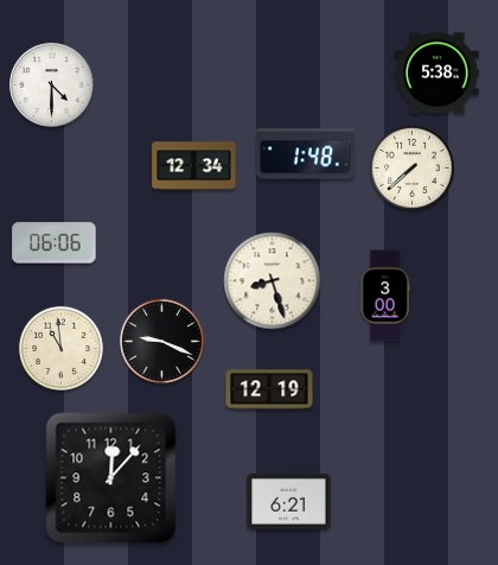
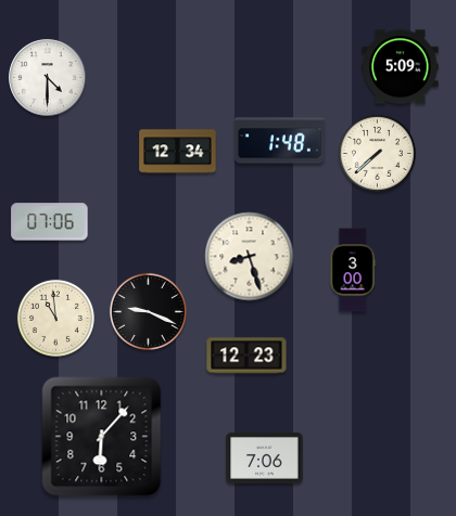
clock at (438, 74): 5:38 -> 5:09
clock at (55, 243): 06:06 -> 07:06
clock at (269, 389): 12:19 -> 12:23
clock at (111, 478): 12:07 -> 6:07
clock at (289, 502): 6:21 -> 7:06
